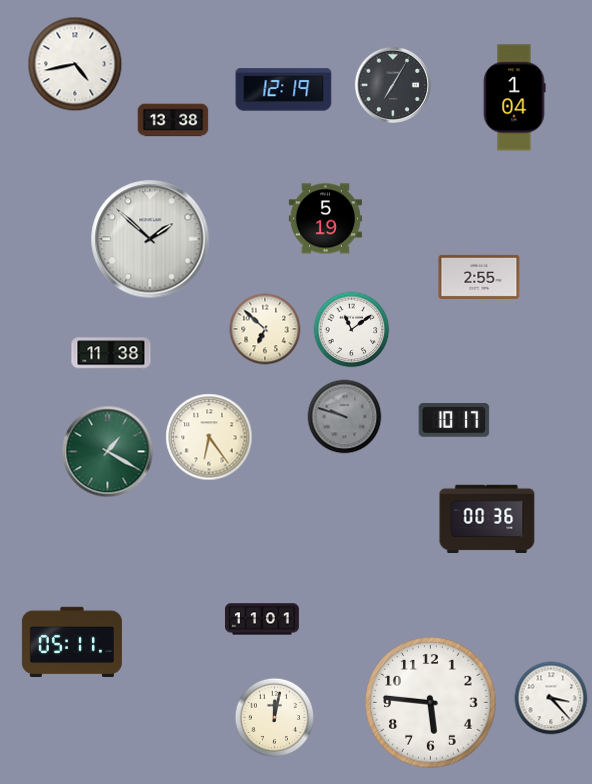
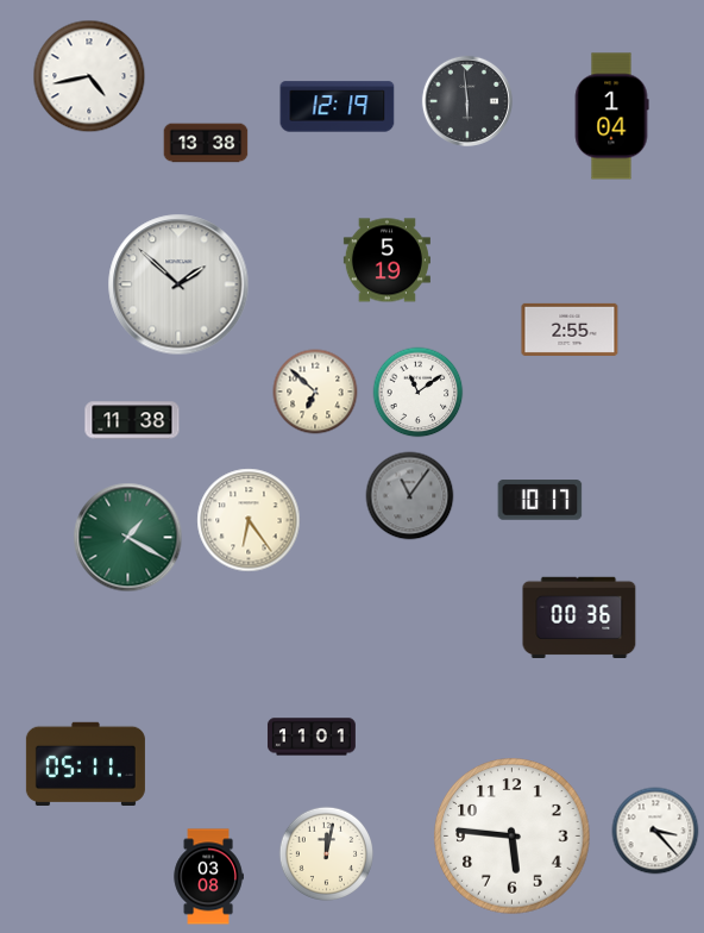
clock at (393, 85): 7:05 -> 5:59
clock at (345, 417): 9:48 -> 11:06
clock at (208, 877): none -> 03:08
